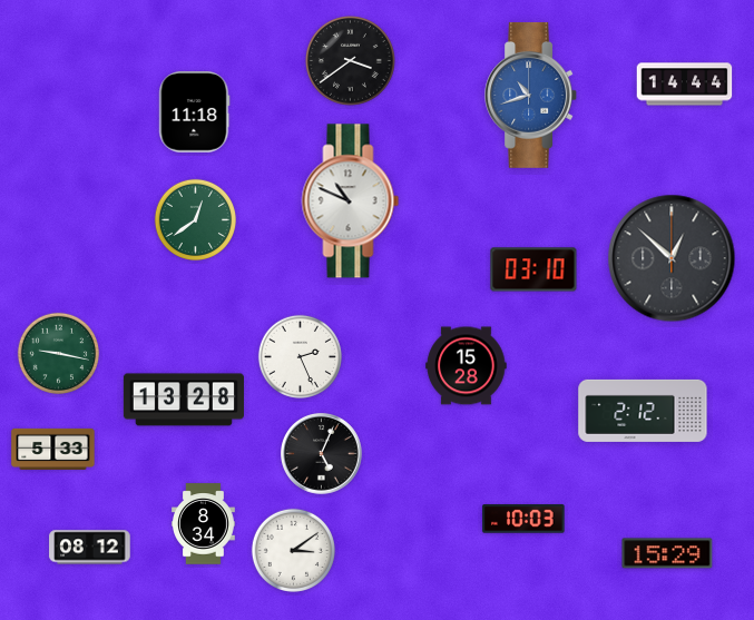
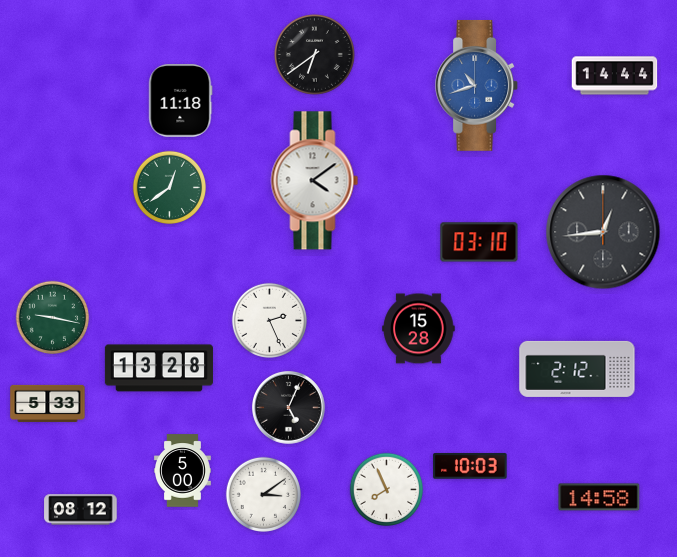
clock at (350, 60): 3:39 -> 6:39
clock at (195, 112) position: (195, 112) -> (181, 101)
clock at (351, 201): 10:49 -> 4:09
clock at (196, 220) position: (196, 220) -> (170, 188)
clock at (672, 258): 12:52 -> 12:44
clock at (184, 400) position: (184, 400) -> (159, 368)
clock at (204, 524): 8:34 -> 5:00
clock at (387, 490): none -> 7:56
clock at (90, 548) position: (90, 548) -> (81, 510)
clock at (667, 553): 15:29 -> 14:58
